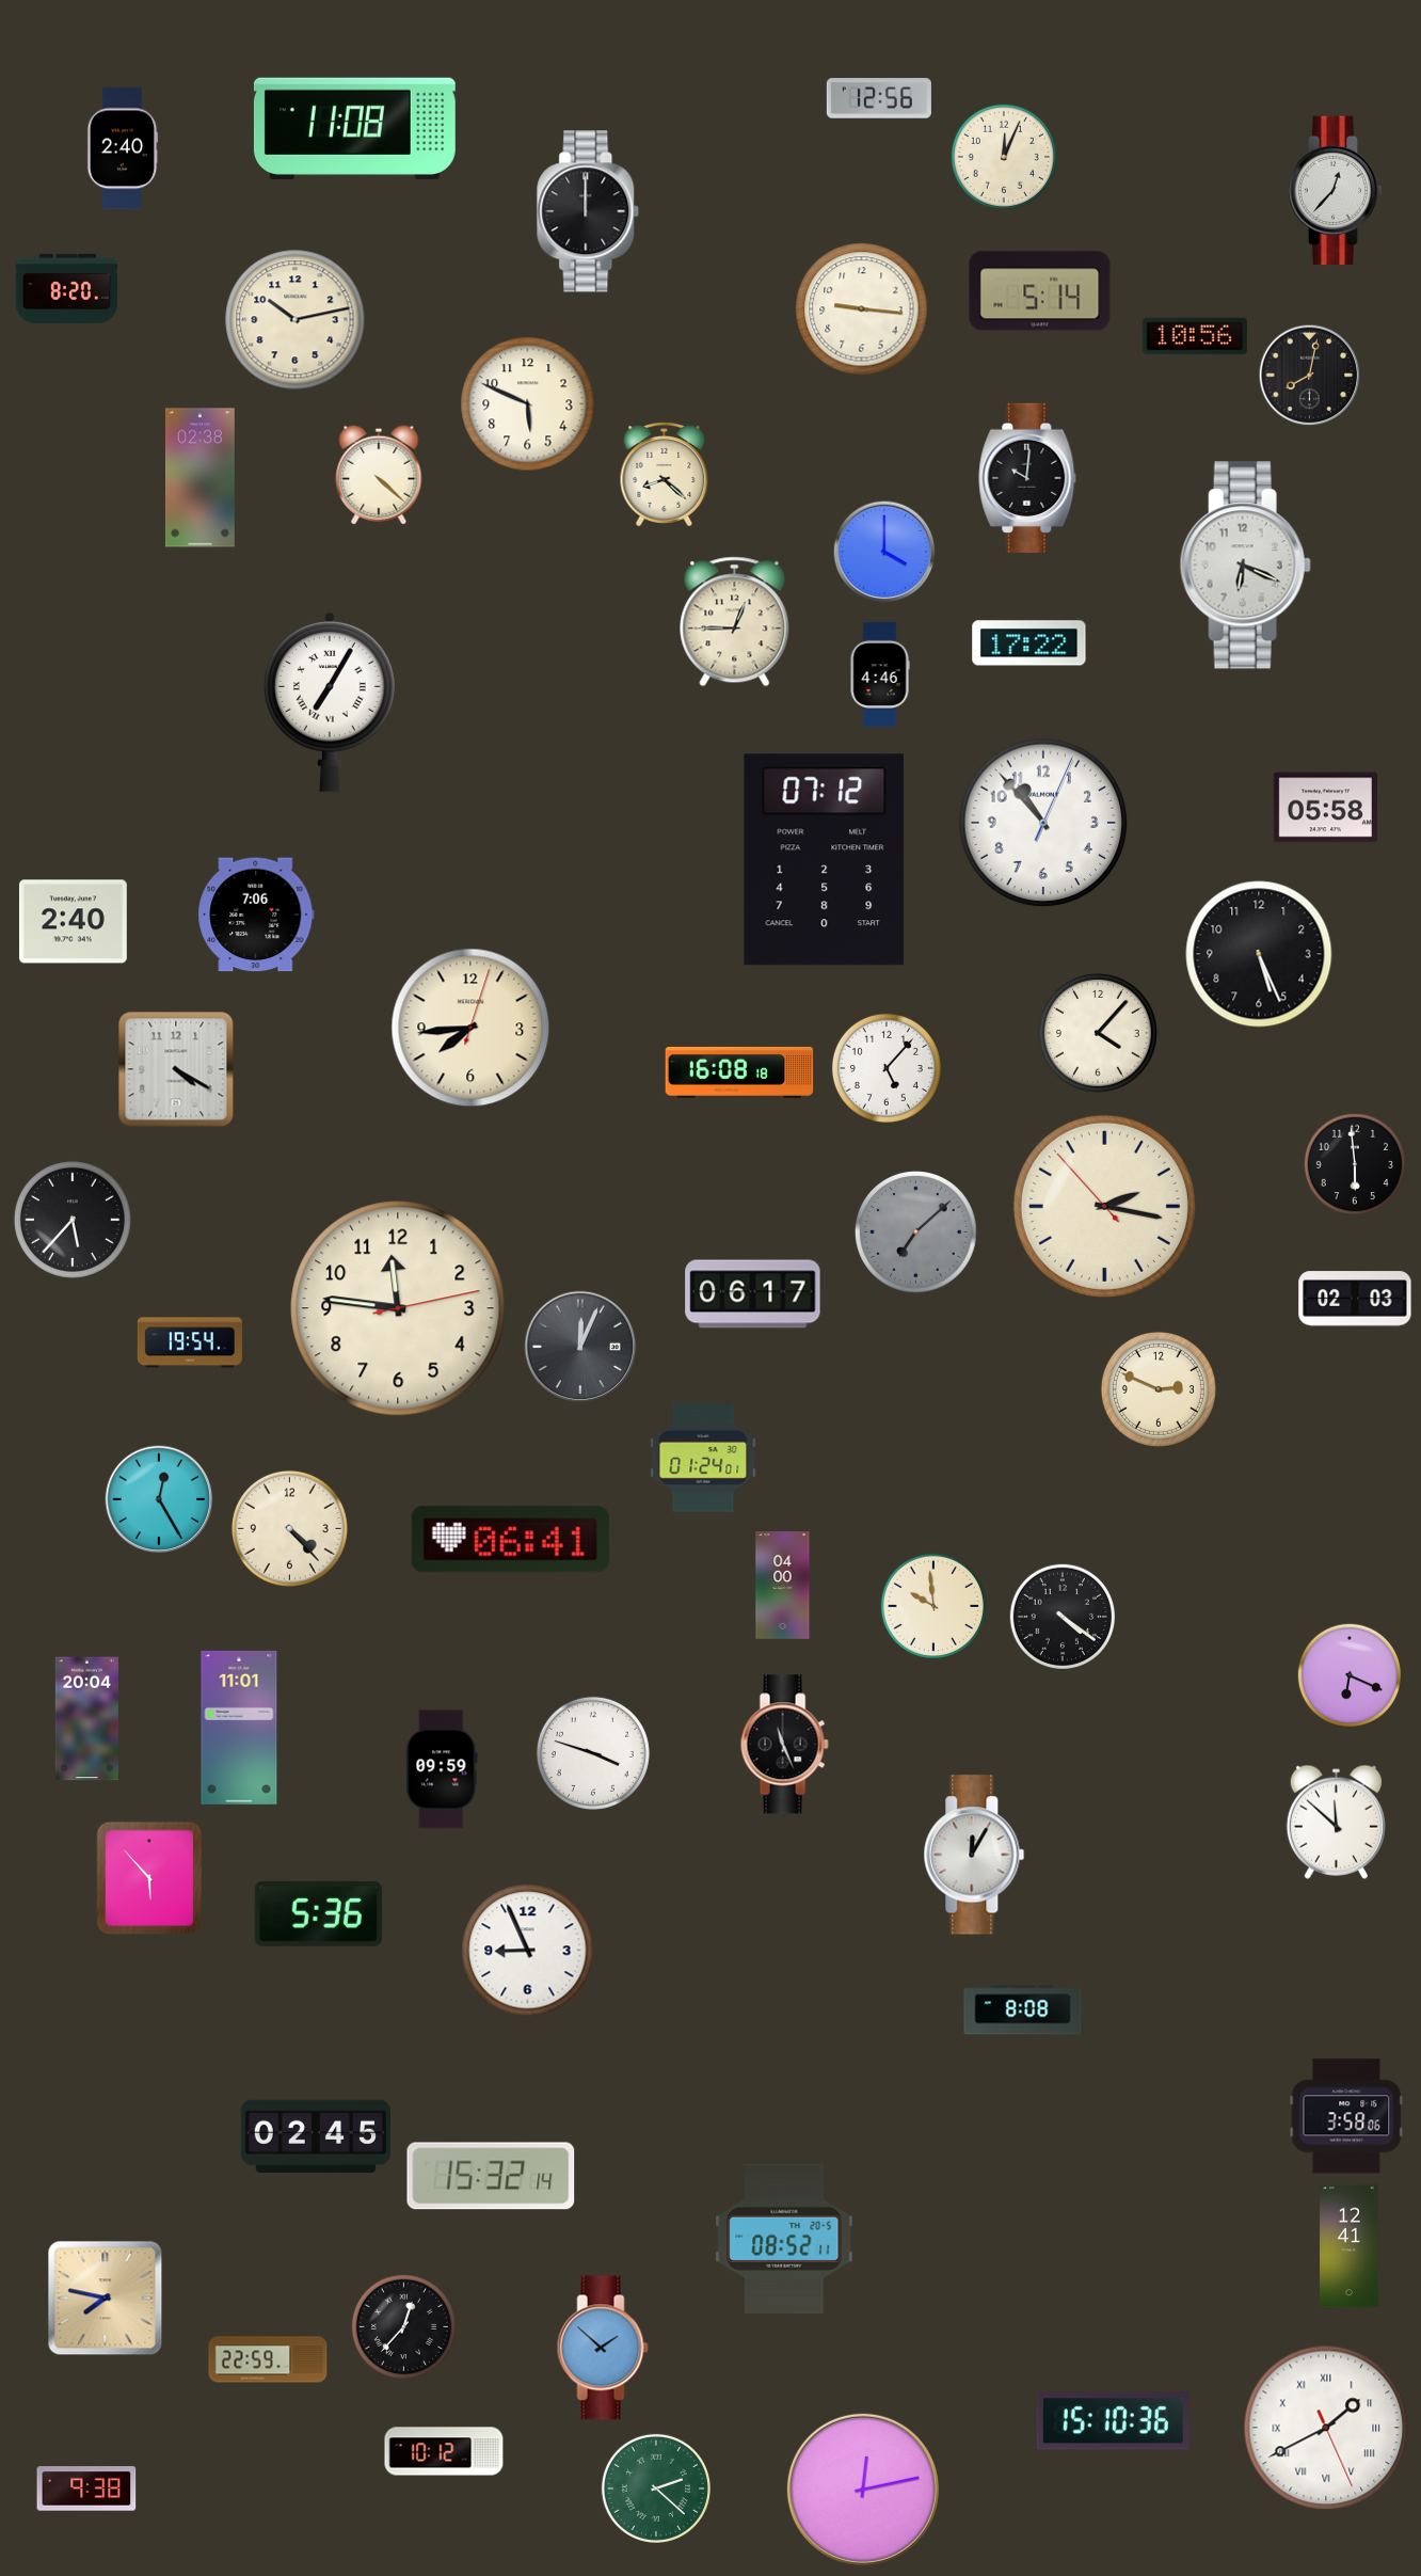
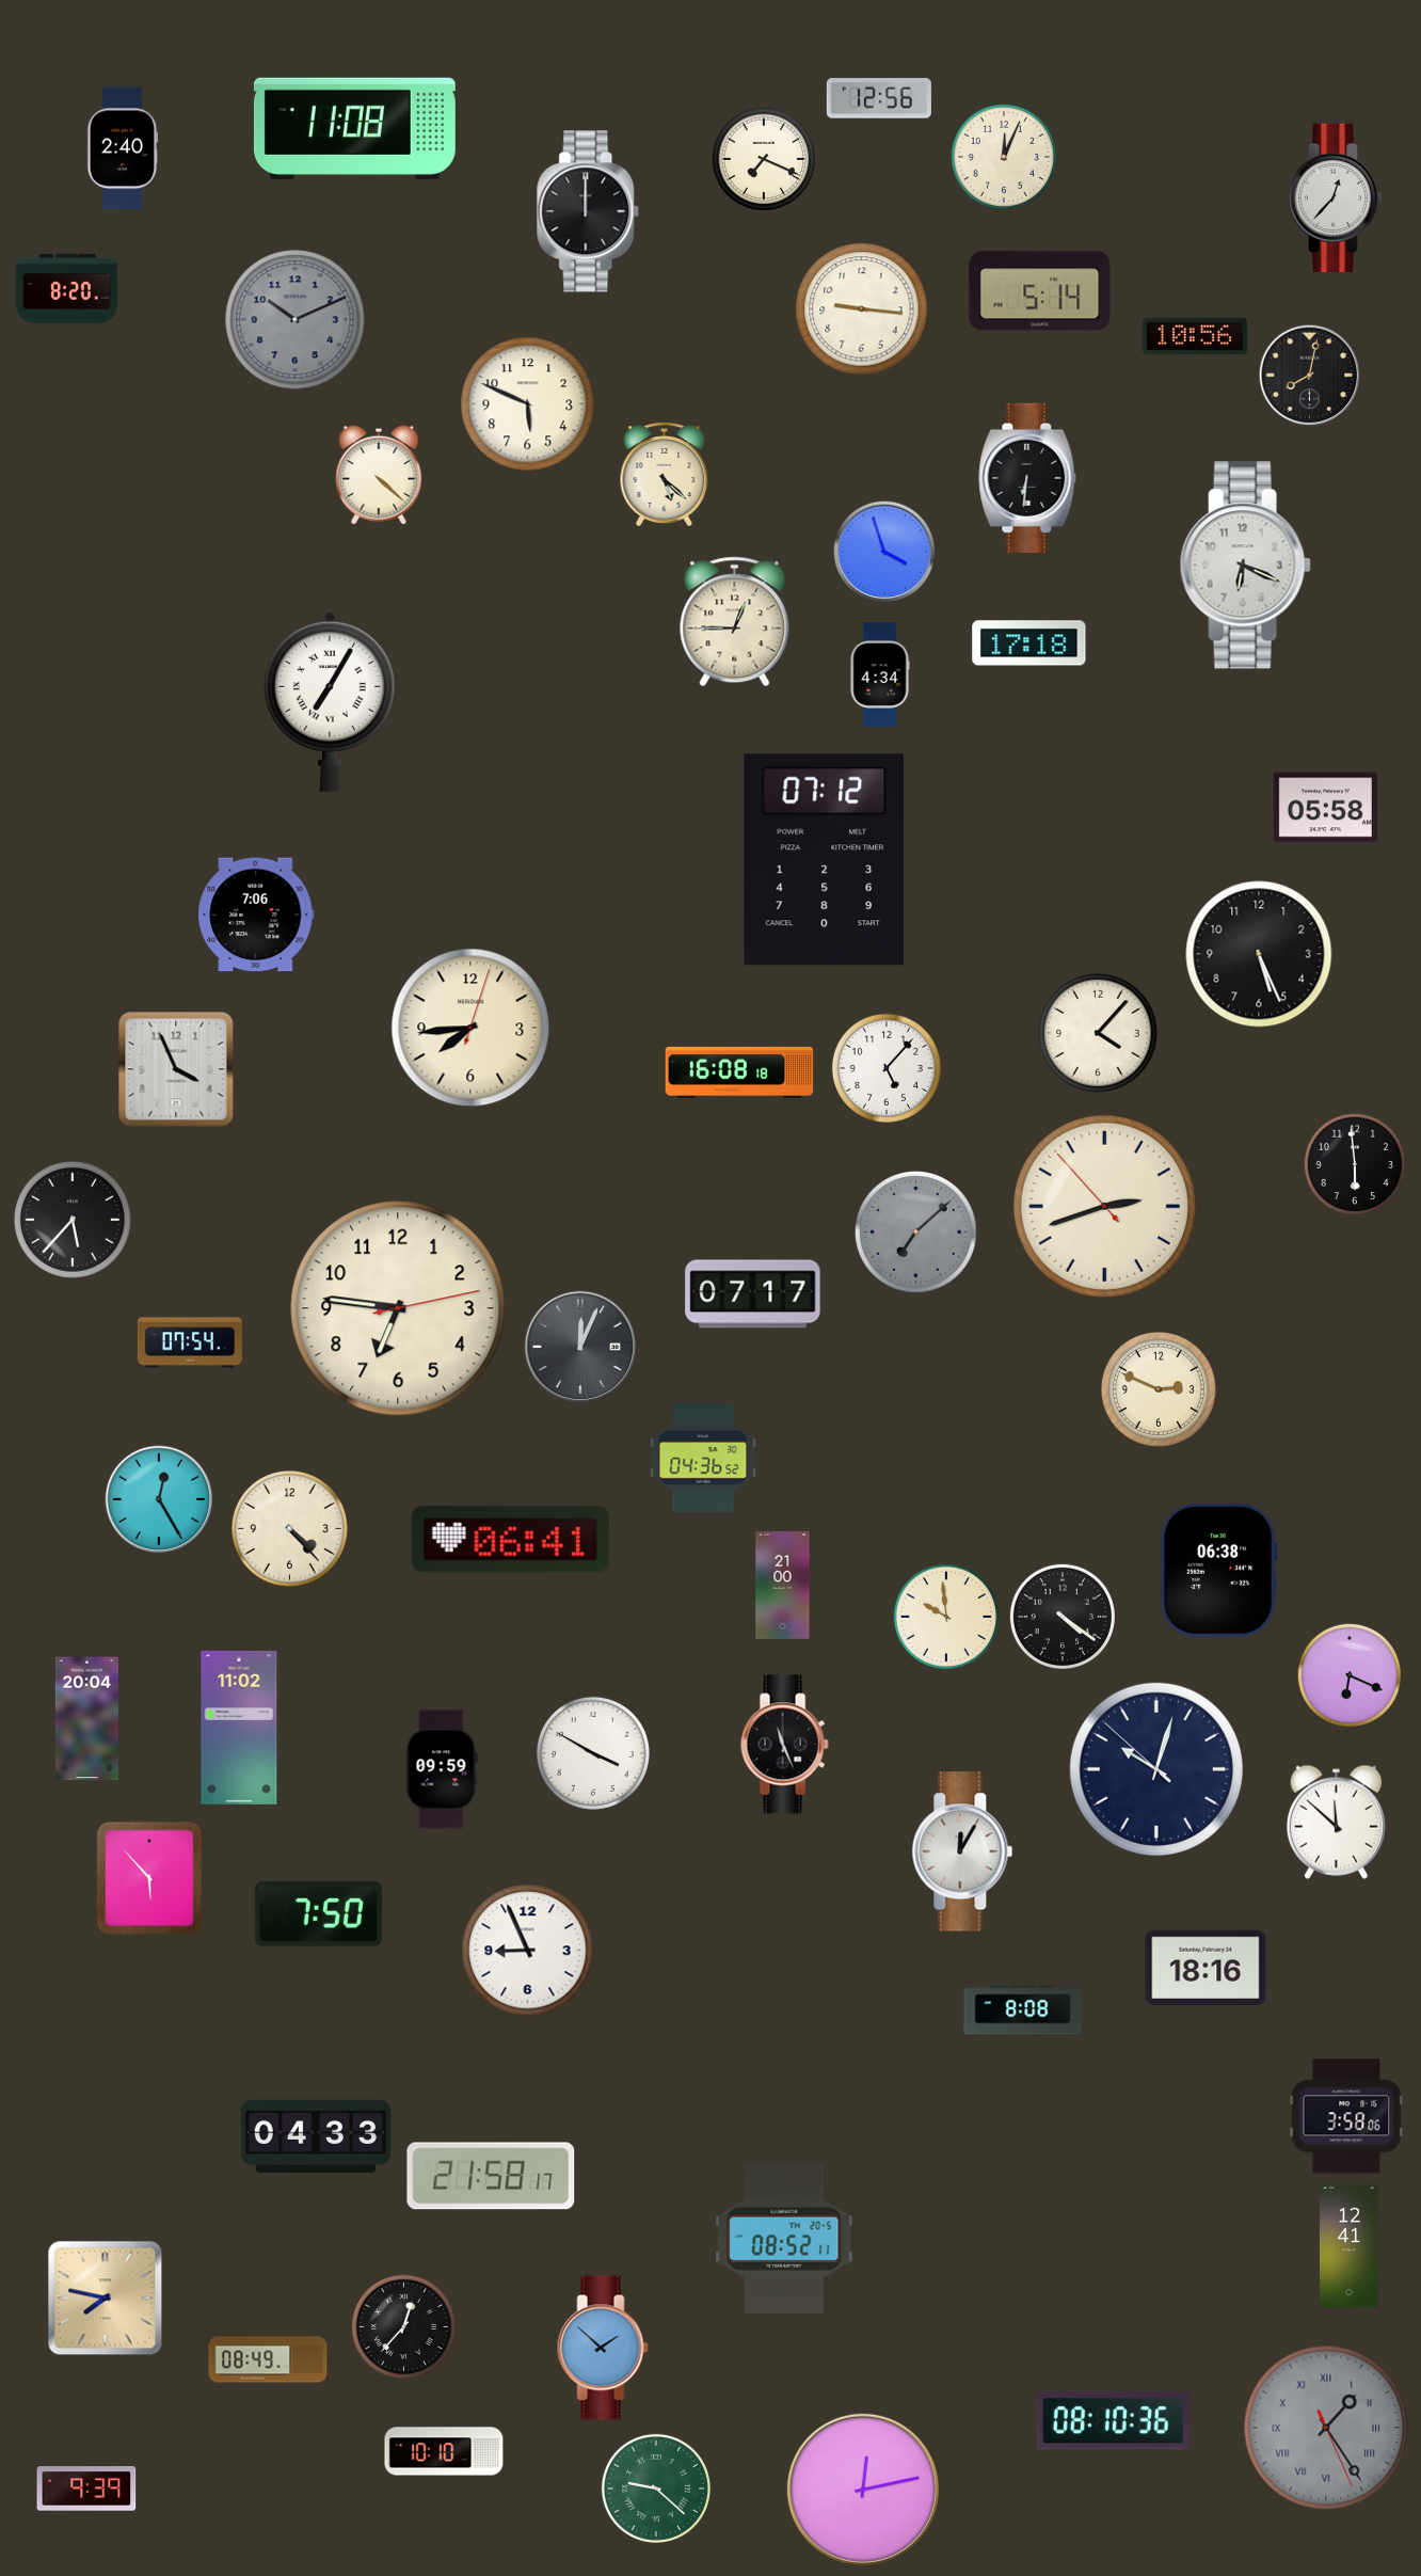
clock at (763, 158): none -> 7:19
clock at (1336, 191) position: (1336, 191) -> (1336, 198)
clock at (296, 320): 10:13 -> 10:11
clock at (296, 320) dial: cream -> grey
clock at (665, 475): 8:22 -> 5:22
clock at (199, 478): 02:38 -> none
clock at (1027, 478): 10:01 -> 6:31
clock at (884, 552): 4:00 -> 3:57
clock at (1029, 643): 17:22 -> 17:18
clock at (880, 674): 4:46 -> 4:34
clock at (1043, 823): 10:53 -> none
clock at (73, 922): 2:40 -> none
clock at (176, 1069): 4:20 -> 3:56
clock at (1104, 1206): 2:16 -> 2:41
clock at (753, 1294): 06:17 -> 07:17
clock at (1355, 1299): 02:03 -> none
clock at (398, 1308): 11:46 -> 6:46
clock at (190, 1342): 19:54 -> 07:54
clock at (703, 1458): 01:24 -> 04:36
clock at (1218, 1571): none -> 06:38
clock at (783, 1586): 04:00 -> 21:00
clock at (933, 1606) position: (933, 1606) -> (946, 1617)
clock at (239, 1728): 11:01 -> 11:02
clock at (593, 1753): 3:48 -> 3:50
clock at (1155, 1768): none -> 10:02
clock at (974, 1855) position: (974, 1855) -> (962, 1851)
clock at (318, 1913): 5:36 -> 7:50
clock at (1206, 1968): none -> 18:16
clock at (315, 2136): 02:45 -> 04:33
clock at (491, 2176): 15:32 -> 21:58
clock at (268, 2359): 22:59 -> 08:49
clock at (1113, 2421): 15:10 -> 08:10
clock at (1326, 2428): 1:40 -> 1:24
clock at (1326, 2428) dial: white -> grey
clock at (444, 2451): 10:12 -> 10:10
clock at (86, 2488): 9:38 -> 9:39
clock at (656, 2488): 2:22 -> 9:22
